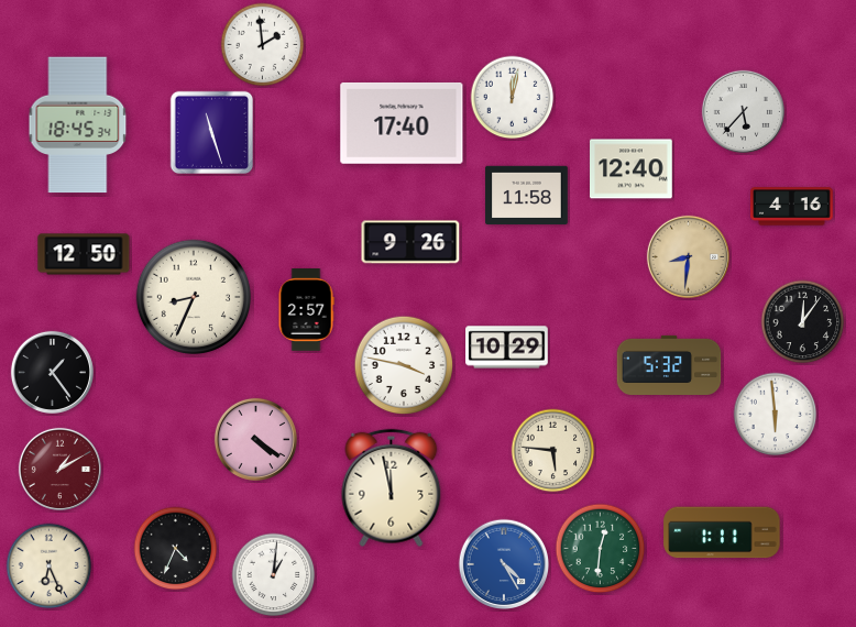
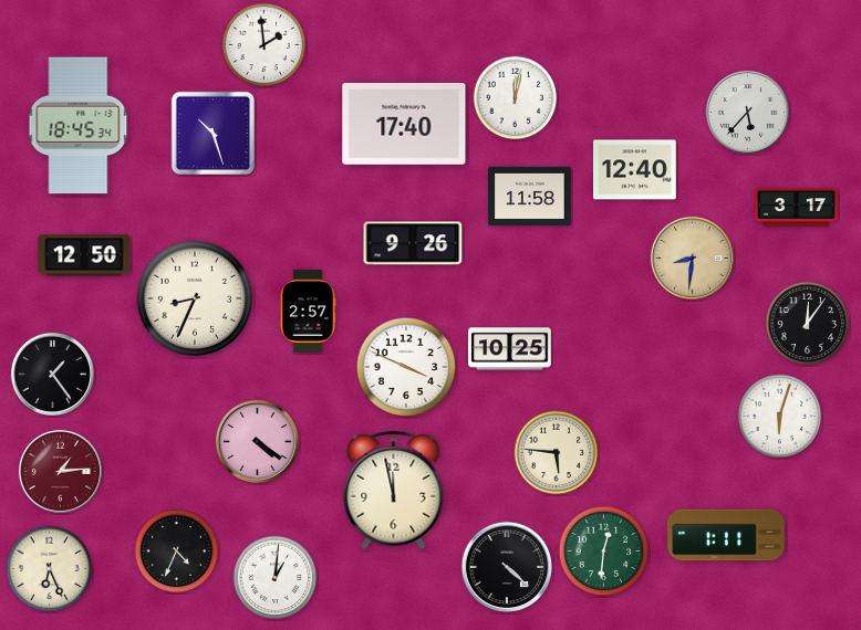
clock at (211, 132): 11:27 -> 10:27
clock at (792, 207): 4:16 -> 3:17
clock at (507, 348): 10:29 -> 10:25
clock at (669, 364): 5:32 -> none
clock at (404, 365): 3:47 -> 3:49
clock at (776, 415): 5:59 -> 6:03
clock at (59, 469): 1:10 -> 1:14
clock at (503, 563): 4:25 -> 4:22
clock at (503, 563) dial: blue -> black
